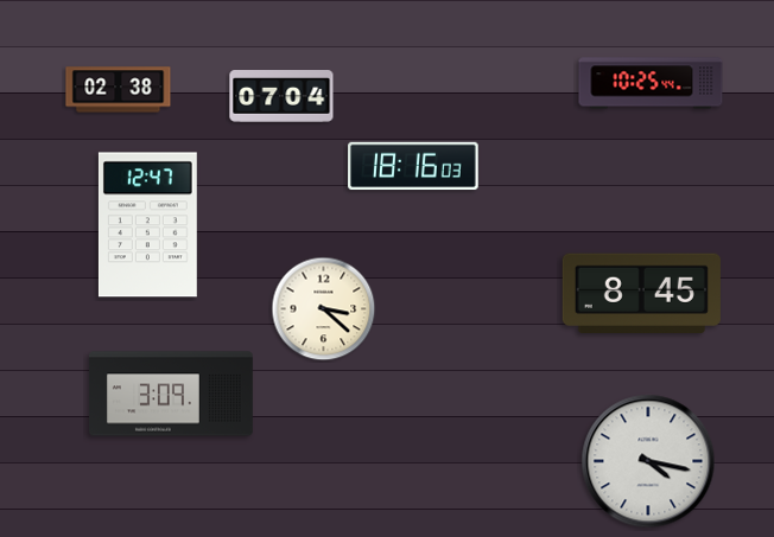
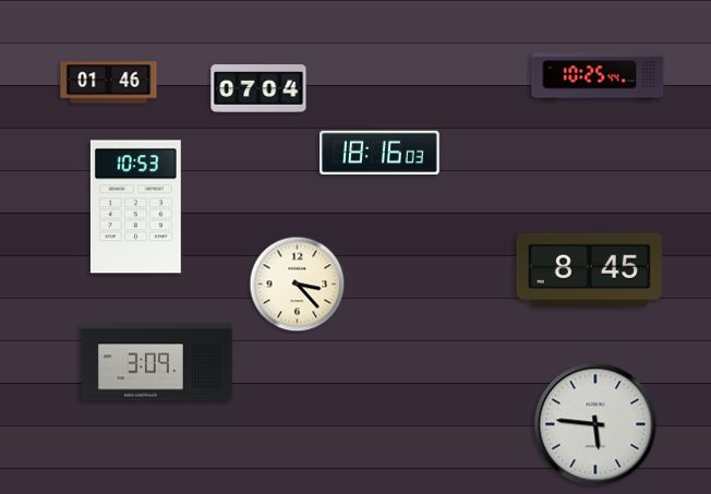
clock at (119, 90): 02:38 -> 01:46
clock at (147, 225): 12:47 -> 10:53
clock at (324, 309): 3:22 -> 3:23
clock at (648, 461): 4:17 -> 5:46
